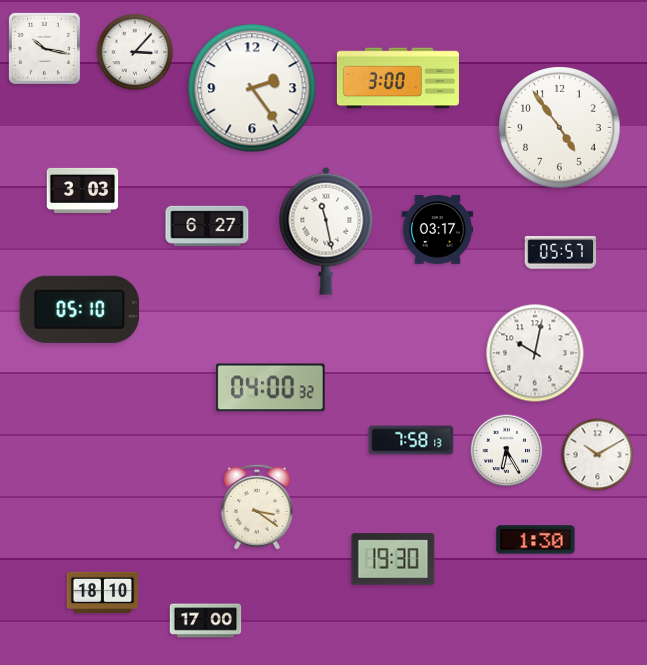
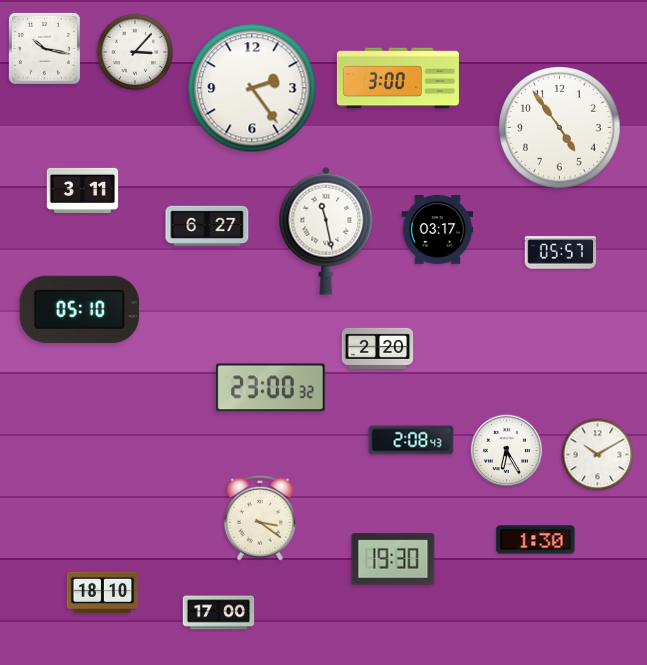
clock at (83, 190): 3:03 -> 3:11
clock at (378, 348): none -> 2:20
clock at (535, 353): 10:02 -> none
clock at (271, 388): 04:00 -> 23:00
clock at (411, 440): 7:58 -> 2:08
clock at (257, 507) position: (257, 507) -> (260, 518)
clock at (206, 621) position: (206, 621) -> (219, 613)
